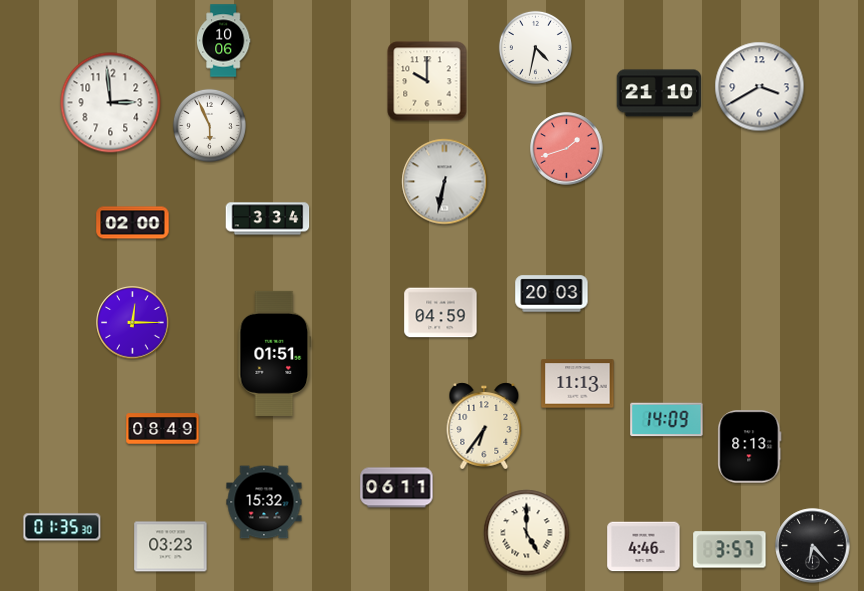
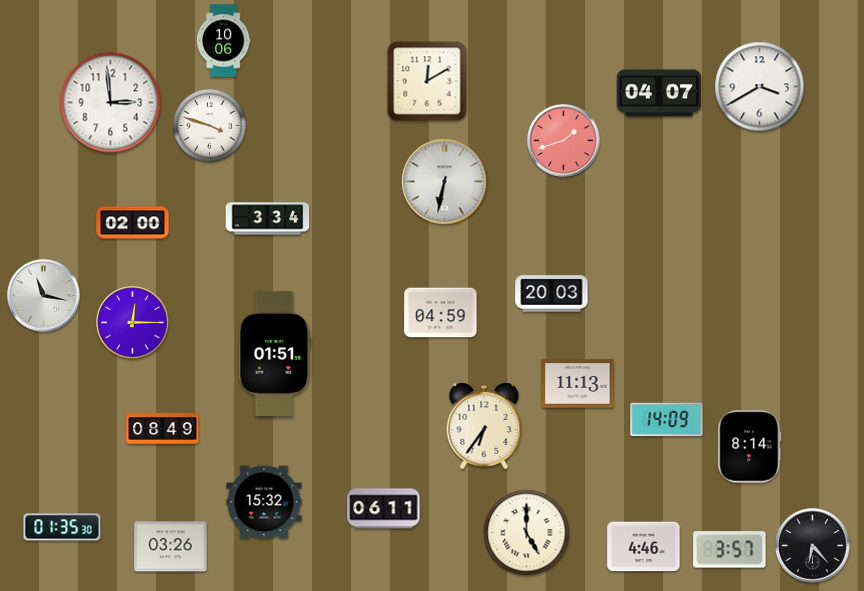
clock at (535, 47): 4:32 -> none
clock at (427, 81): 10:00 -> 12:10
clock at (659, 93): 21:10 -> 04:07
clock at (209, 125): 5:56 -> 3:48
clock at (567, 149) position: (567, 149) -> (564, 141)
clock at (44, 296): none -> 11:17
clock at (750, 447): 8:13 -> 8:14
clock at (397, 488) position: (397, 488) -> (384, 509)
clock at (171, 547): 03:23 -> 03:26
